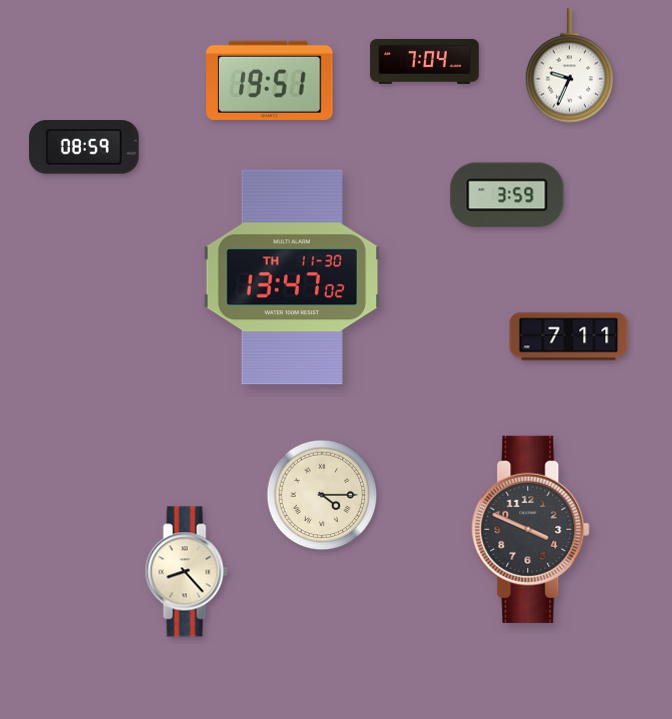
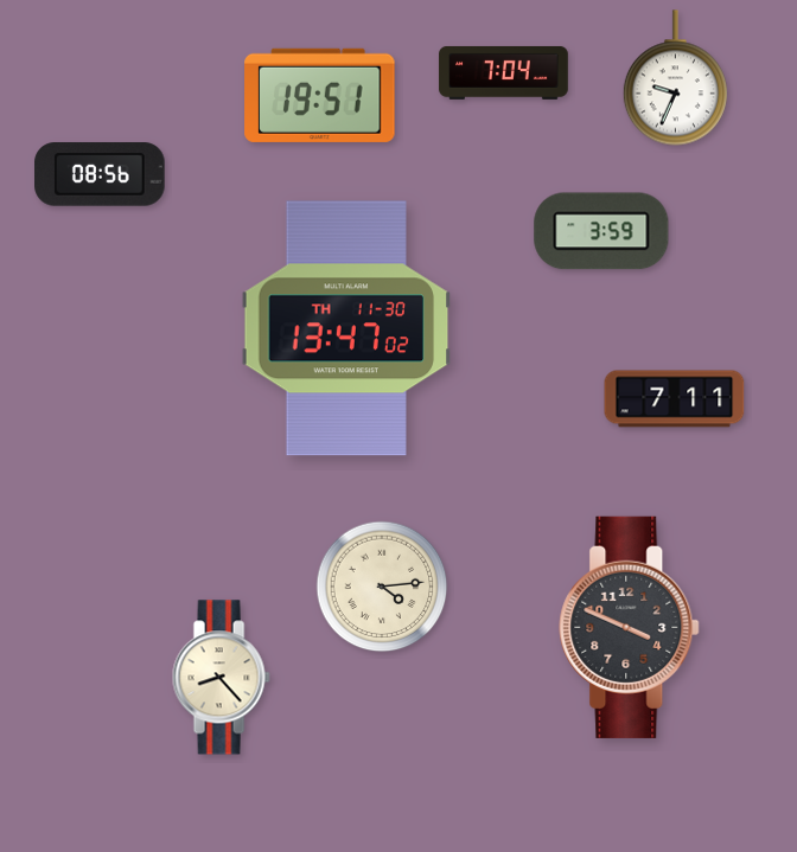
clock at (84, 147): 08:59 -> 08:56
clock at (322, 495): 4:15 -> 4:14
